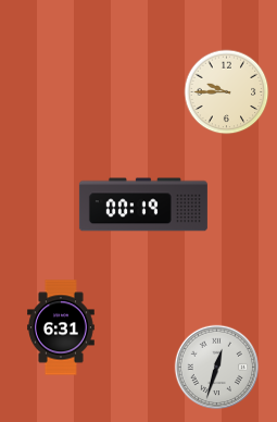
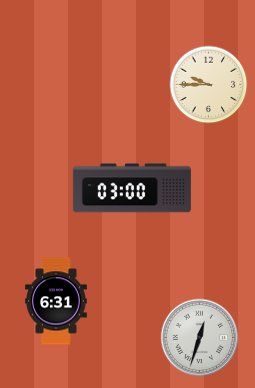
clock at (143, 204): 00:19 -> 03:00
